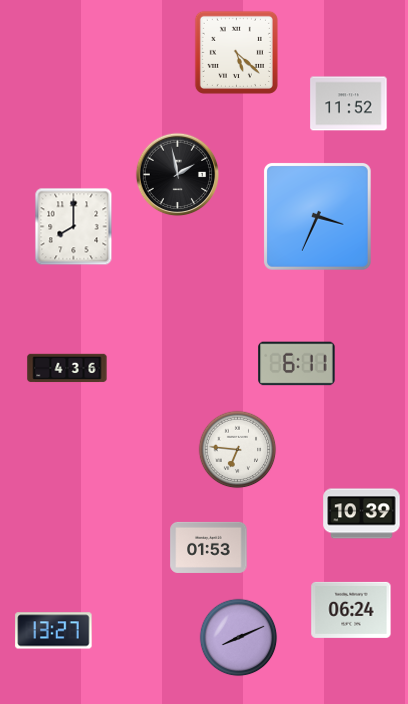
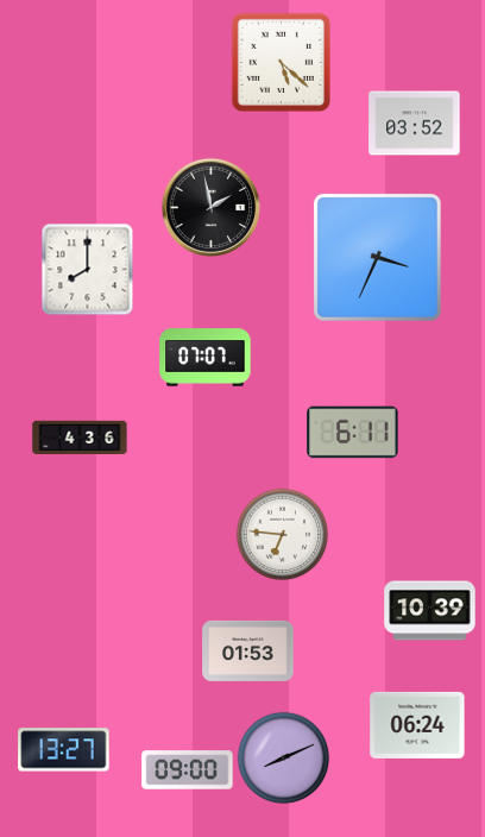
clock at (349, 104): 11:52 -> 03:52
clock at (206, 358): none -> 07:07
clock at (188, 770): none -> 09:00
